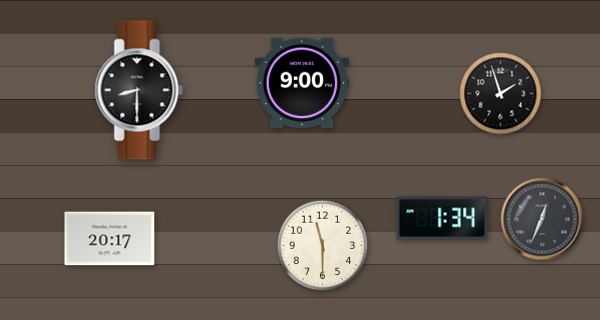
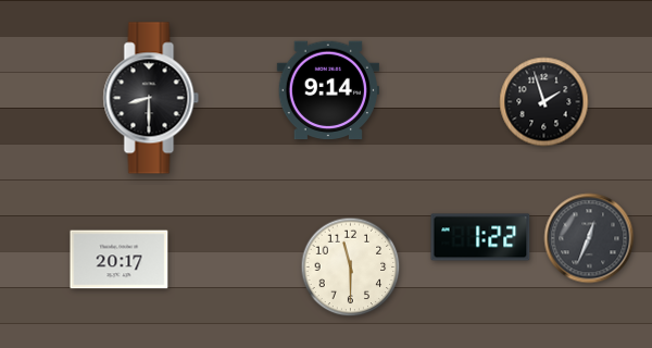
clock at (302, 83): 9:00 -> 9:14
clock at (442, 218): 1:34 -> 1:22
